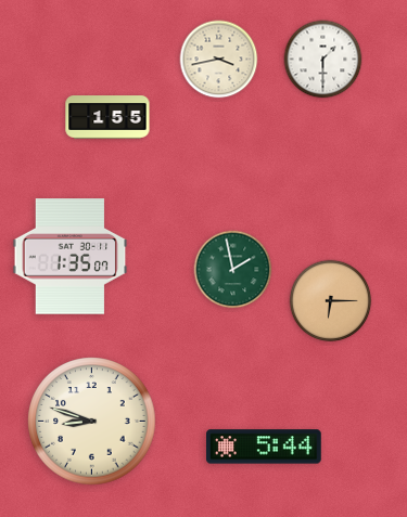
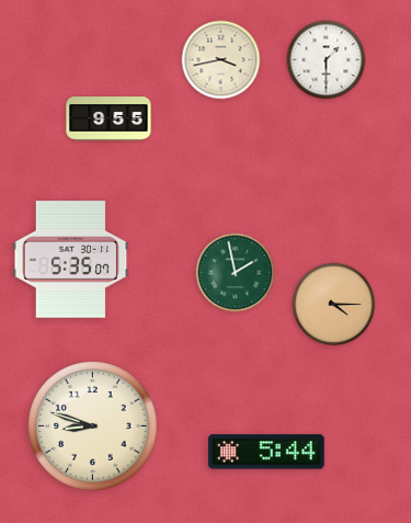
clock at (107, 117): 1:55 -> 9:55
clock at (71, 257): 1:35 -> 5:35
clock at (331, 301): 6:15 -> 4:15
